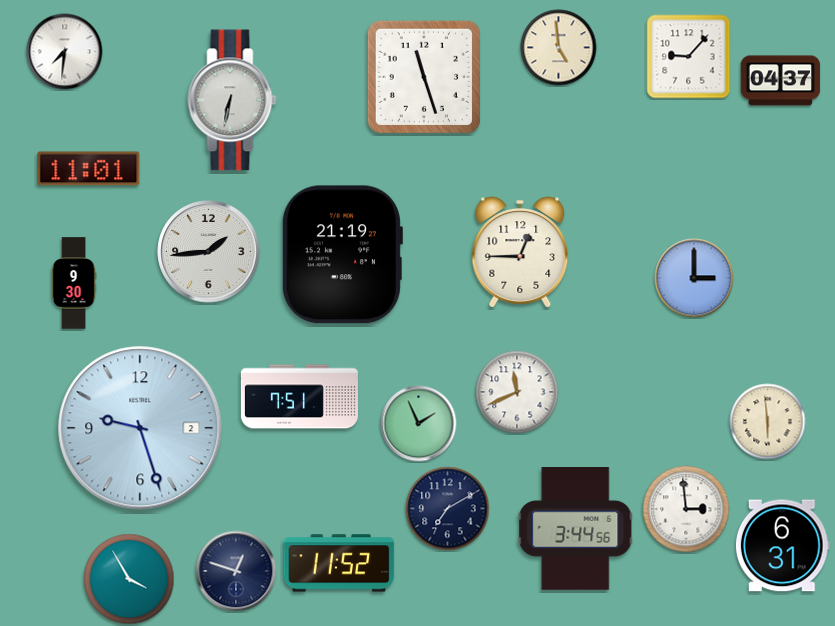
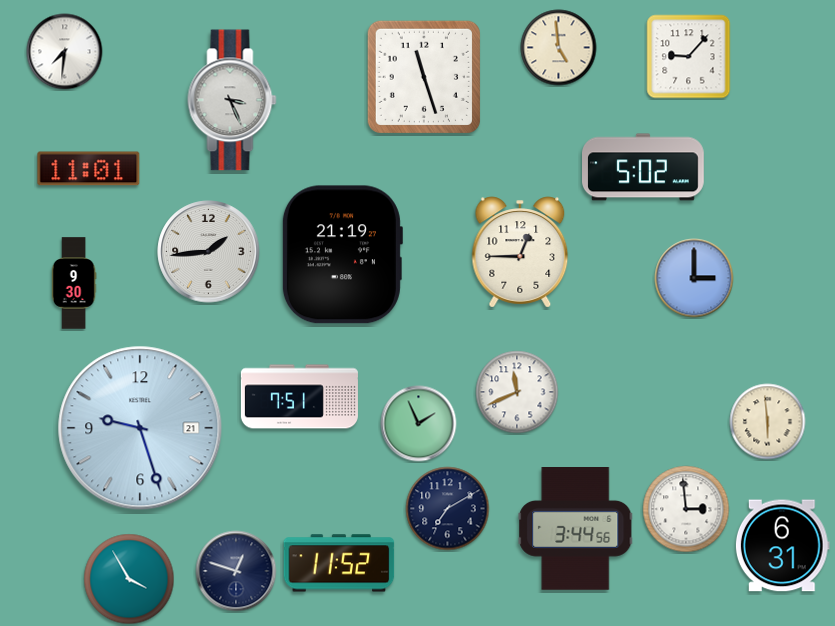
clock at (781, 81): 04:37 -> none
clock at (232, 100): 6:32 -> 3:26
clock at (644, 167): none -> 5:02
clock at (140, 428) date: 2 -> 21
